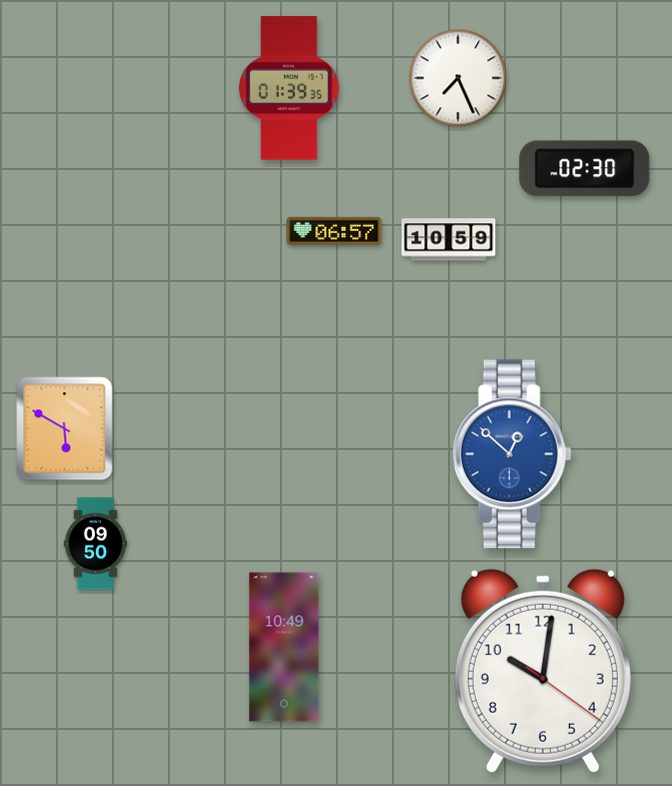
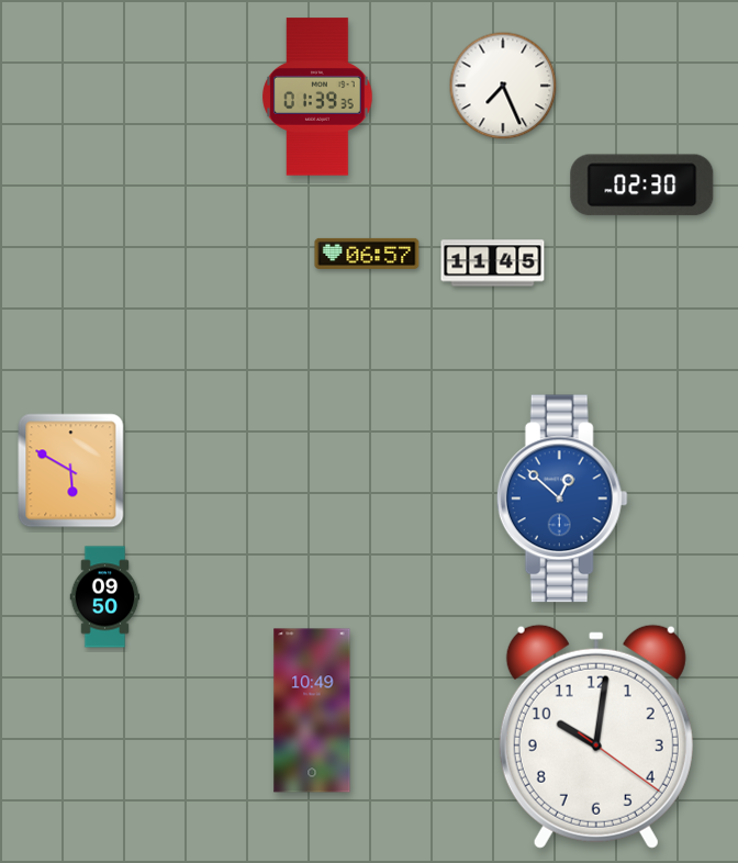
clock at (449, 240): 10:59 -> 11:45
